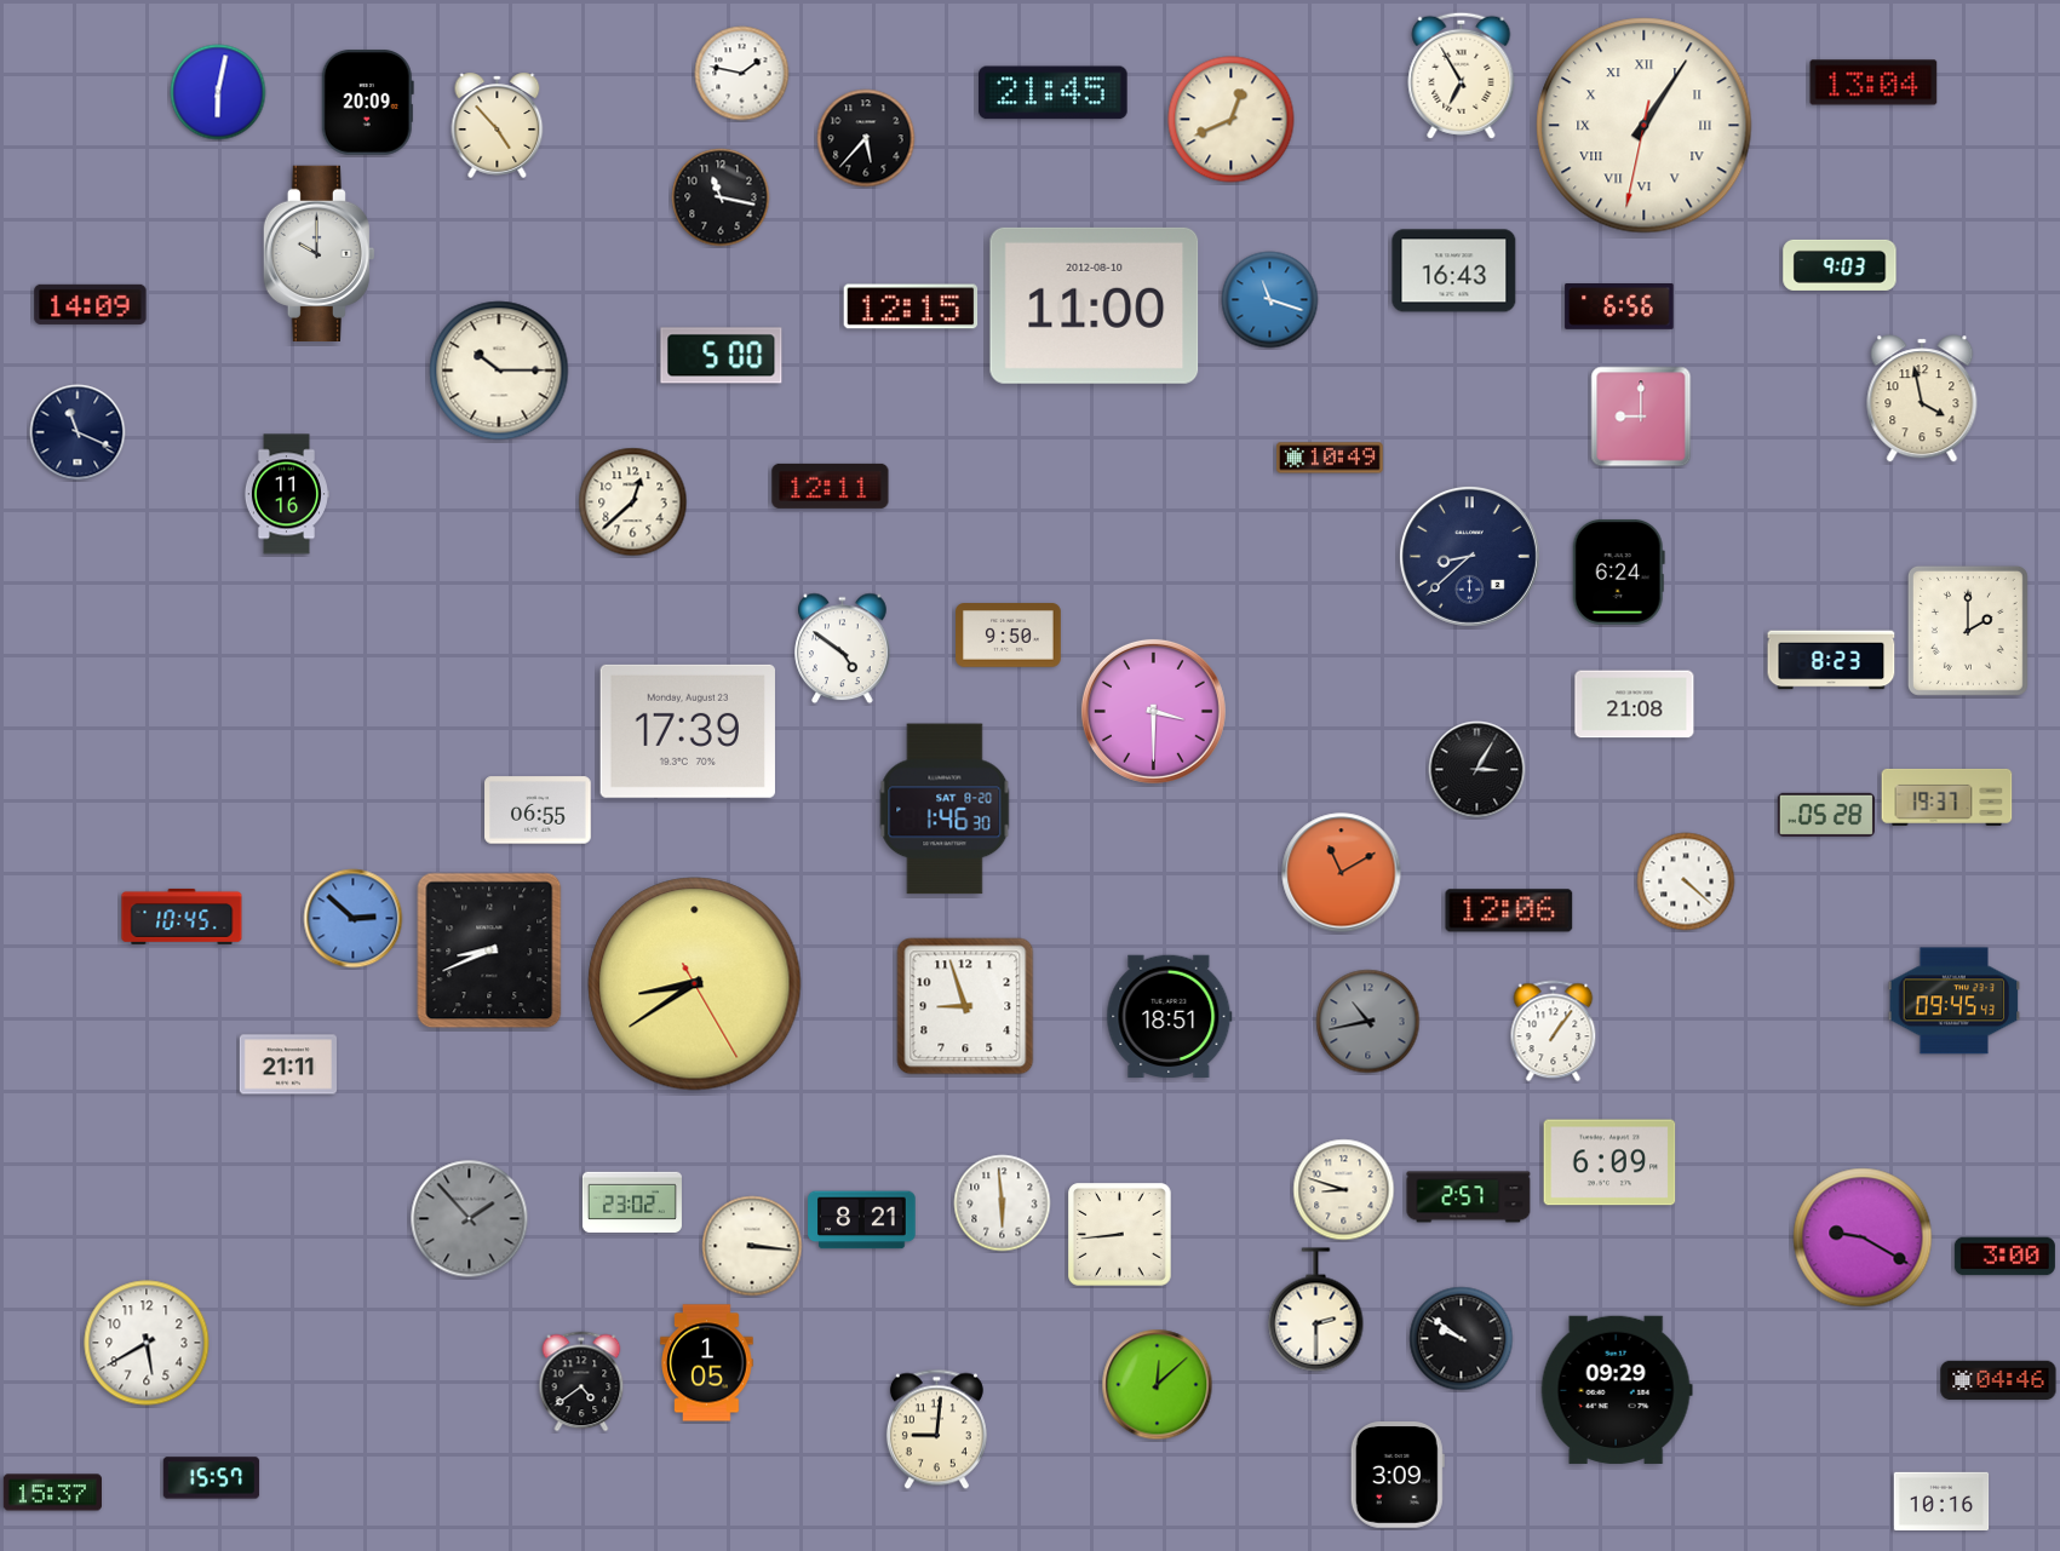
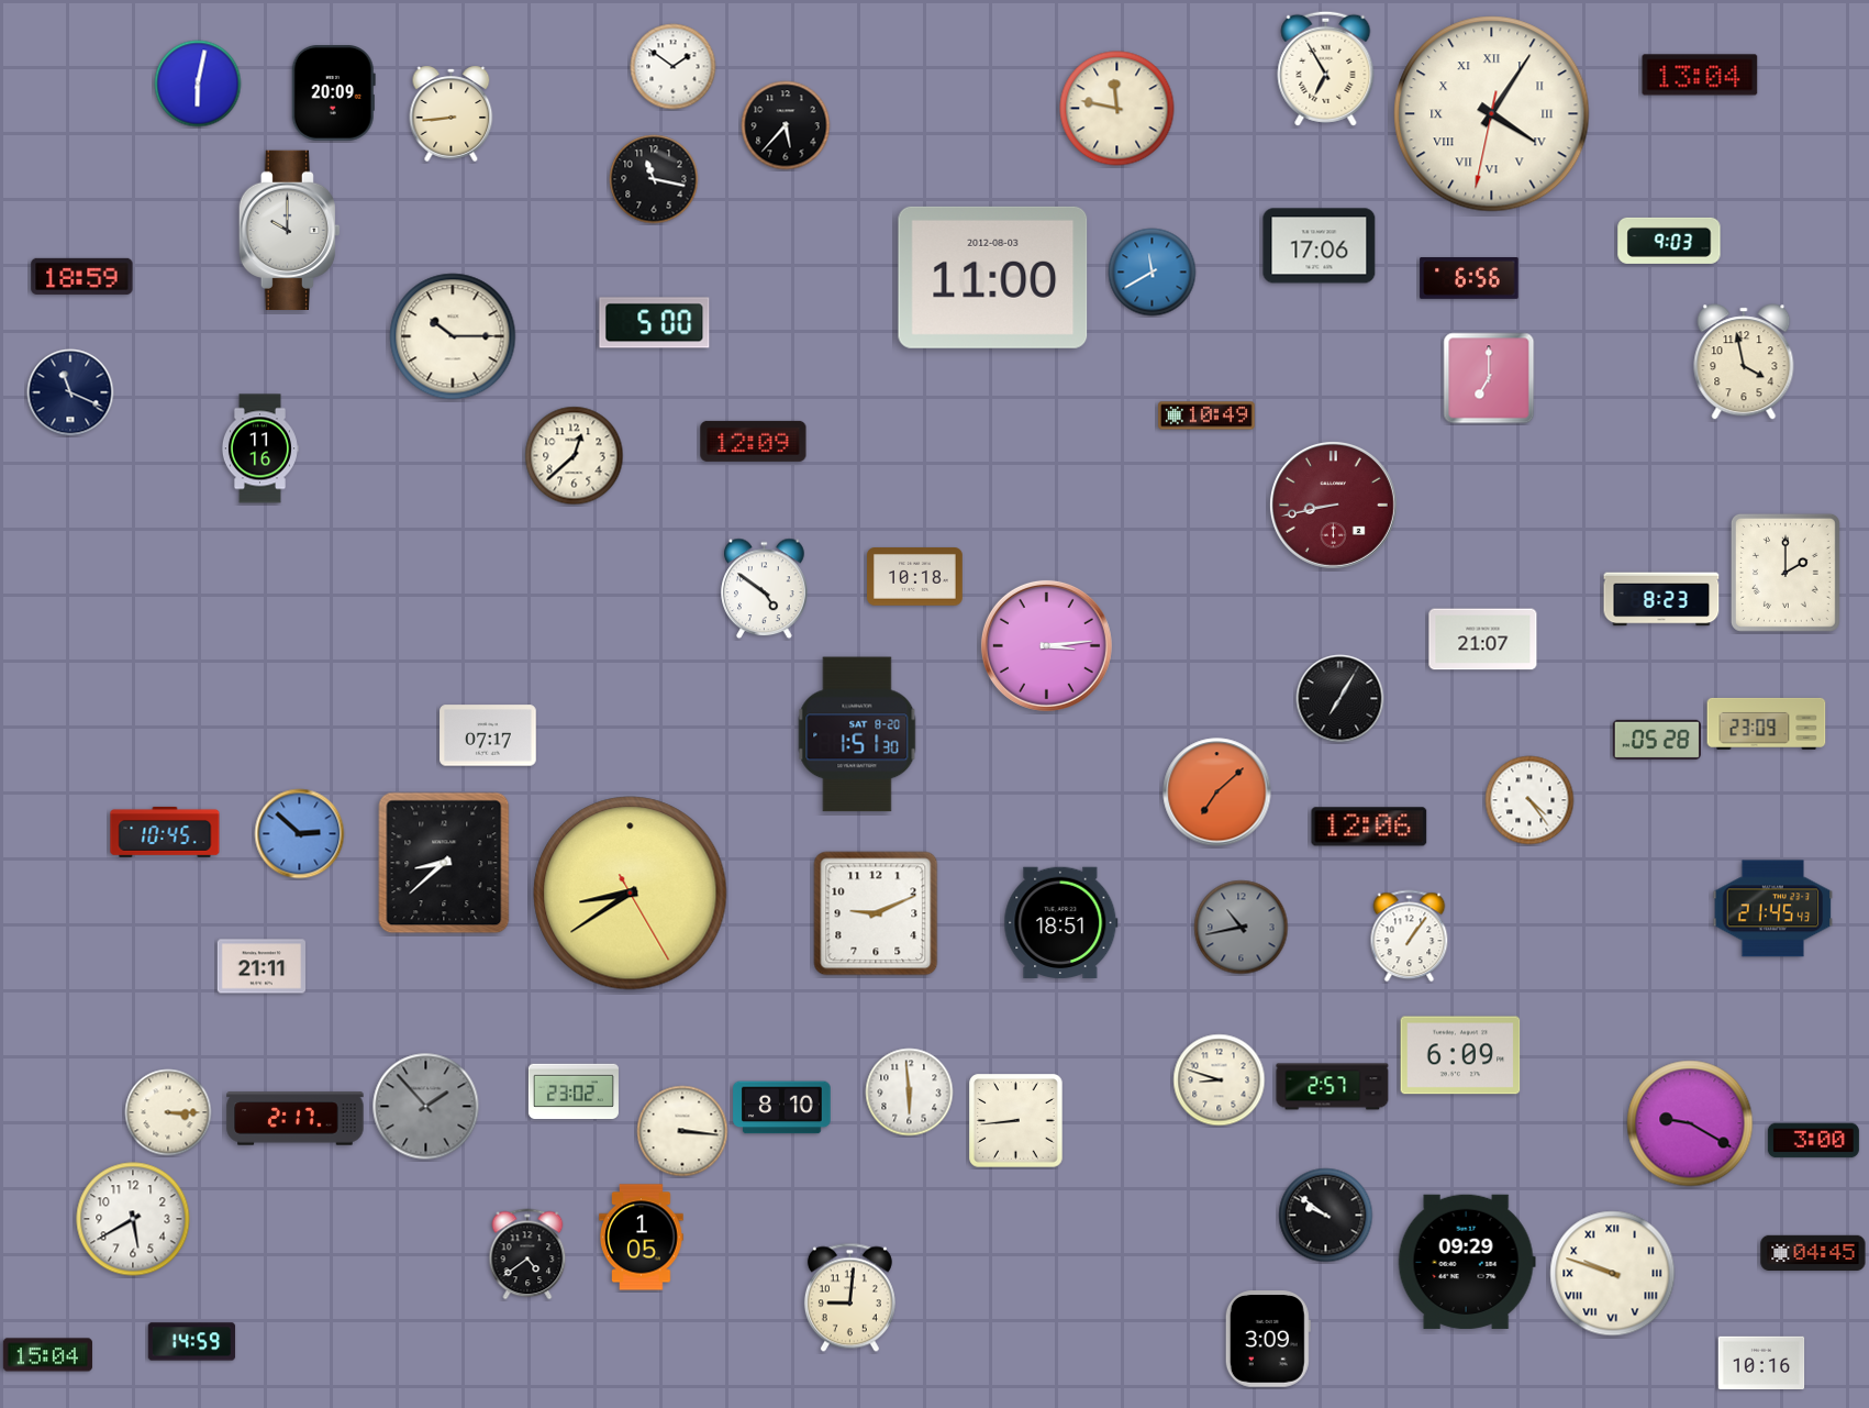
clock at (742, 74): 1:47 -> 1:51
clock at (1054, 93): 21:45 -> none
clock at (1232, 120): 12:41 -> 11:47
clock at (498, 125): 4:53 -> 8:44
clock at (1645, 126): 1:05 -> 4:05
clock at (1454, 271): 16:43 -> 17:06
clock at (1270, 300): 11:18 -> 11:40
clock at (91, 304): 14:09 -> 18:59
clock at (1095, 305) date: 2012-08-10 -> 2012-08-03
clock at (911, 306): 12:15 -> none
clock at (1641, 417): 9:00 -> 7:00
clock at (831, 486): 12:11 -> 12:09
clock at (1469, 556): 8:38 -> 8:43
clock at (1469, 556) dial: navy -> burgundy
clock at (1618, 571): 6:24 -> none
clock at (1009, 636): 9:50 -> 10:18
clock at (1635, 705): 21:08 -> 21:07
clock at (1153, 711): 3:30 -> 3:14
clock at (688, 731): 17:39 -> none
clock at (1477, 770): 3:05 -> 7:05
clock at (1947, 797): 19:37 -> 23:09
clock at (945, 809): 1:46 -> 1:51
clock at (538, 810): 06:55 -> 07:17
clock at (1342, 873): 11:10 -> 7:08
clock at (1686, 881): 4:22 -> 4:24
clock at (354, 919) position: (354, 919) -> (300, 834)
clock at (489, 950): 8:41 -> 8:38
clock at (1955, 1001): 09:45 -> 21:45
clock at (965, 1006): 8:57 -> 9:11
clock at (862, 1220): 8:21 -> 8:10
clock at (168, 1112): none -> 3:15
clock at (296, 1119): none -> 2:17
clock at (2004, 1257) position: (2004, 1257) -> (1813, 1141)
clock at (1316, 1310): 2:30 -> none
clock at (1998, 1379): 04:46 -> 04:45
clock at (1158, 1385): 12:08 -> none
clock at (1613, 1274): none -> 9:48
clock at (212, 1478): 15:57 -> 14:59
clock at (52, 1493): 15:37 -> 15:04
